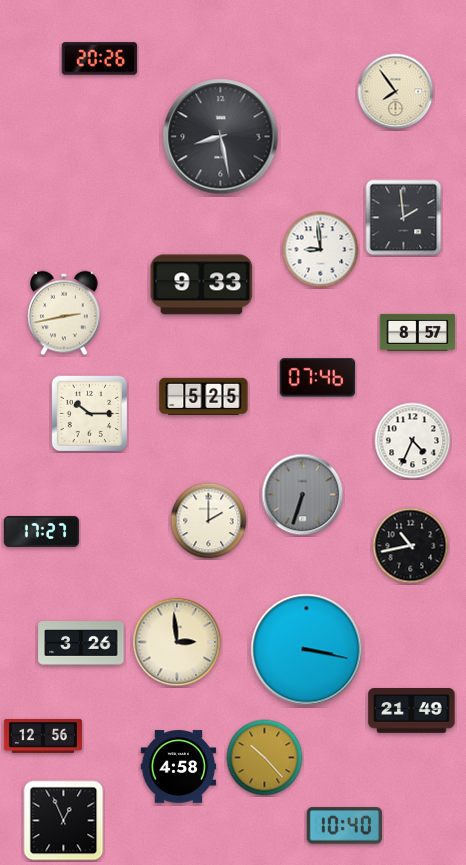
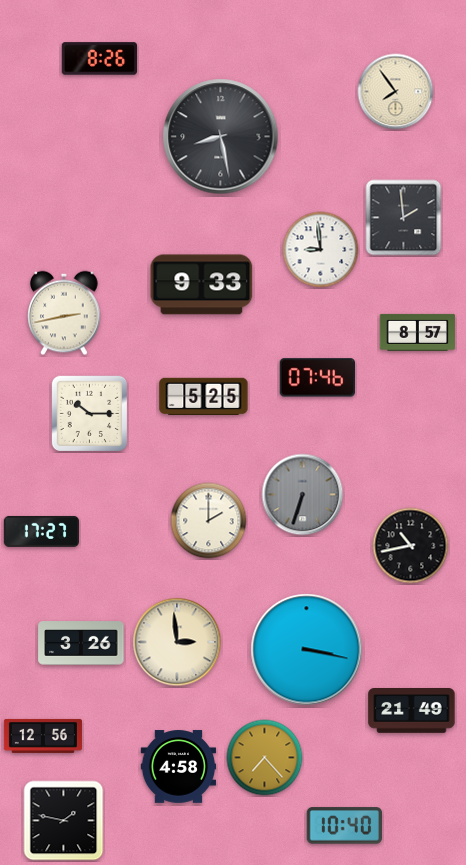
clock at (100, 59): 20:26 -> 8:26
clock at (413, 441): 4:34 -> none
clock at (265, 758): 10:23 -> 7:23
clock at (64, 821): 12:56 -> 1:47
